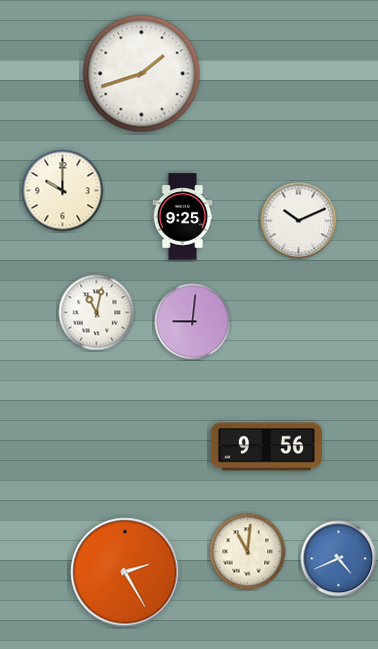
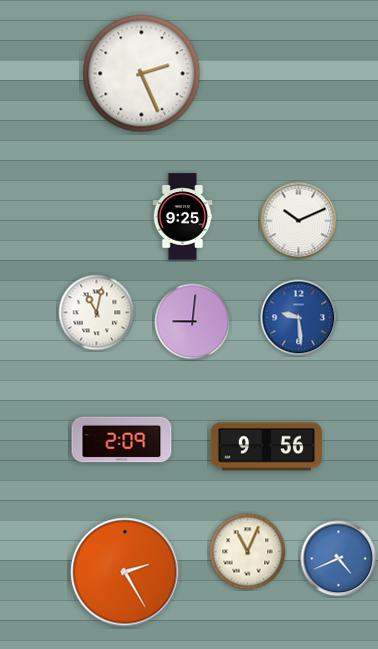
clock at (142, 74): 1:42 -> 2:26
clock at (63, 191): 10:00 -> none
clock at (299, 318): none -> 9:29
clock at (122, 440): none -> 2:09
clock at (248, 552): 11:01 -> 11:04
